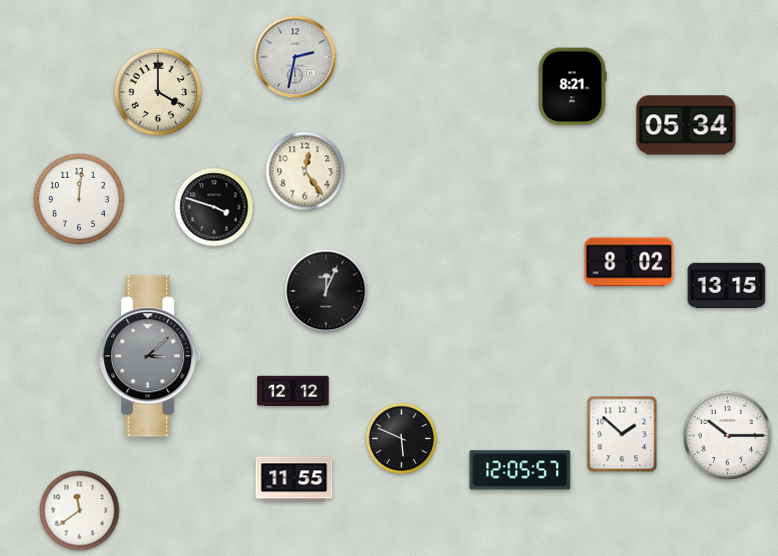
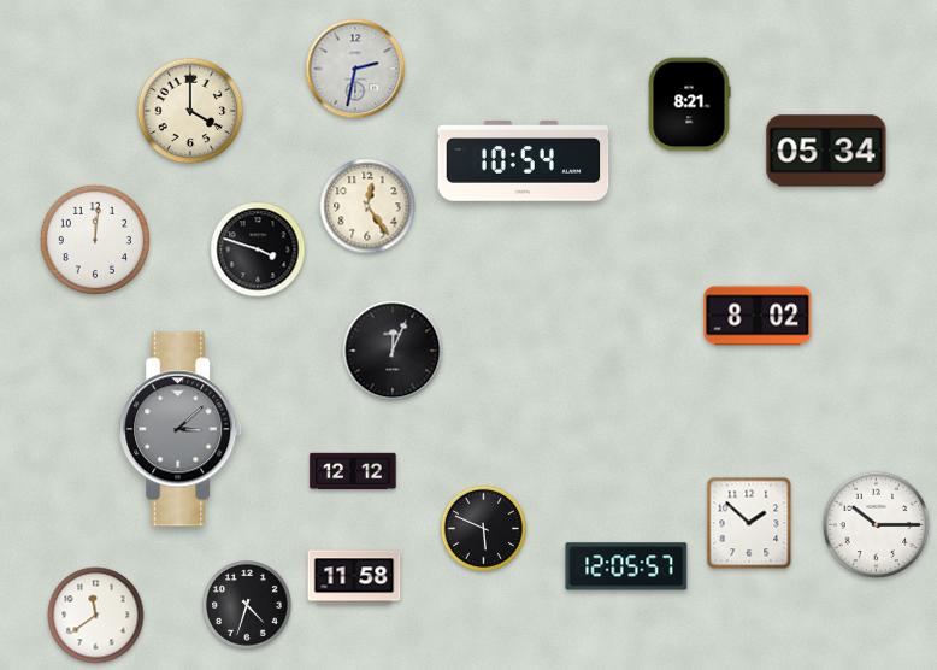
clock at (524, 161): none -> 10:54
clock at (727, 286): 13:15 -> none
clock at (294, 479): 11:55 -> 11:58
clock at (248, 606): none -> 4:33
